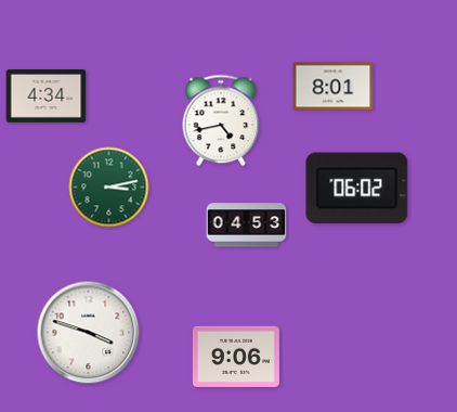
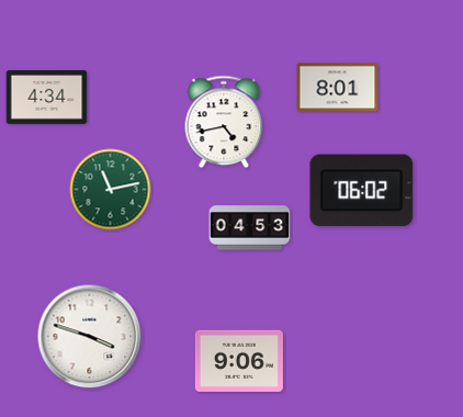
clock at (109, 188): 3:13 -> 11:13
